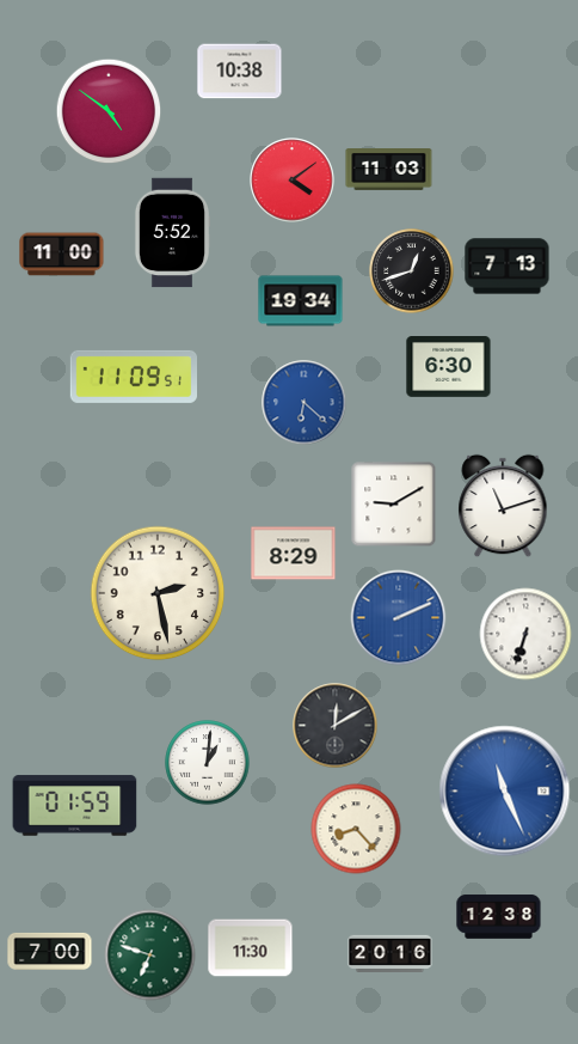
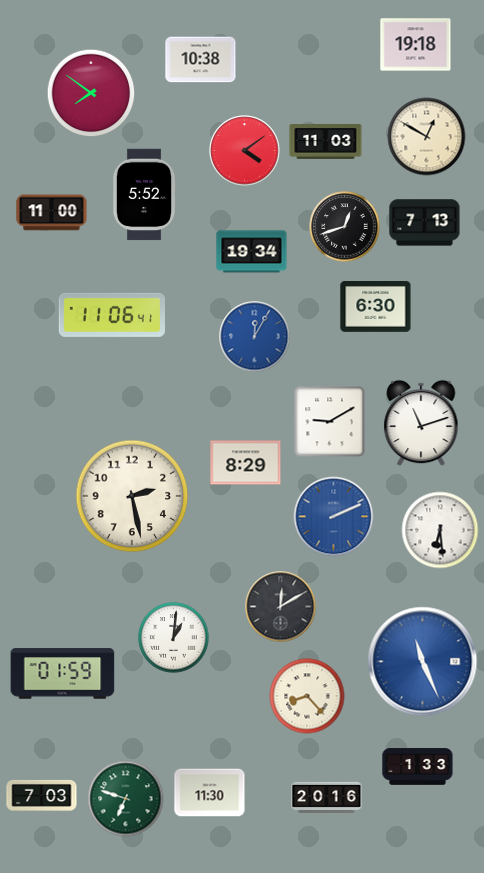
clock at (416, 45): none -> 19:18
clock at (109, 111): 4:51 -> 7:51
clock at (427, 137): none -> 12:50
clock at (133, 377): 11:09 -> 11:06
clock at (305, 403): 6:22 -> 12:05
clock at (525, 634): 6:33 -> 6:29
clock at (356, 829) position: (356, 829) -> (307, 696)
clock at (499, 917): 12:38 -> 1:33
clock at (50, 951): 7:00 -> 7:03
